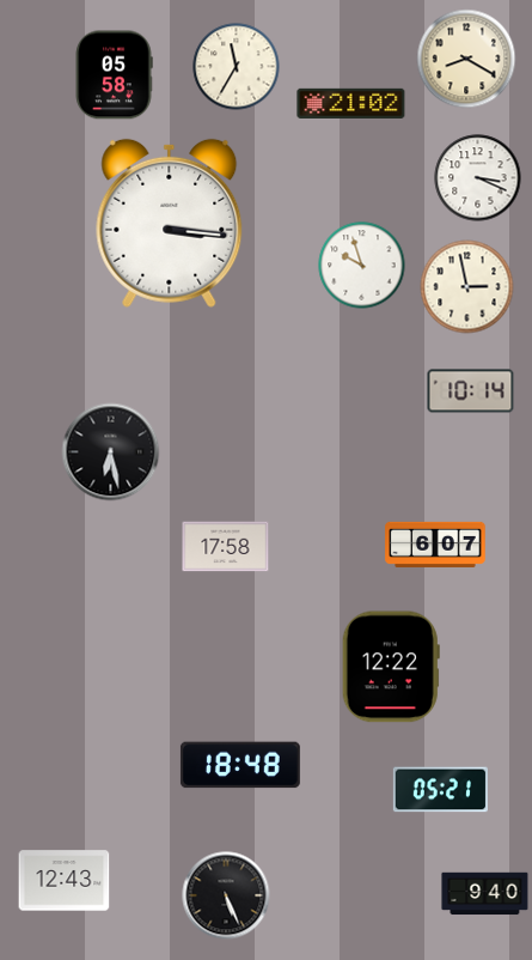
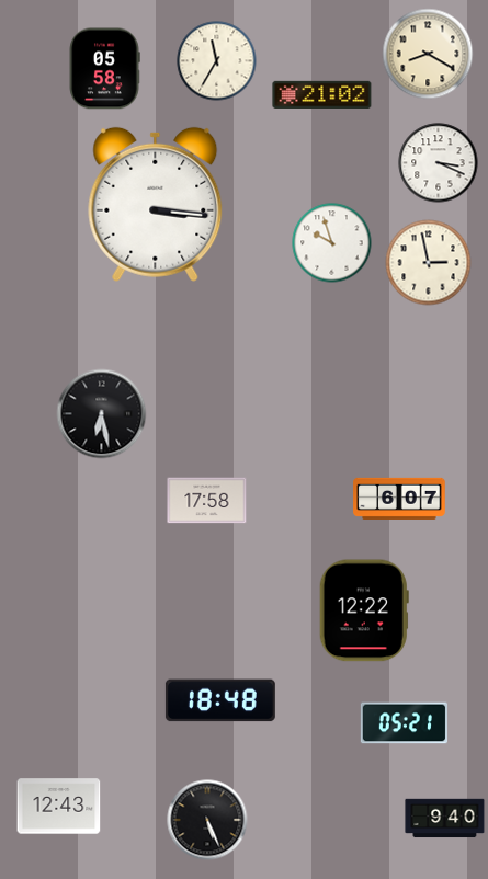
clock at (471, 391): 10:14 -> none
clock at (391, 667) position: (391, 667) -> (364, 610)
